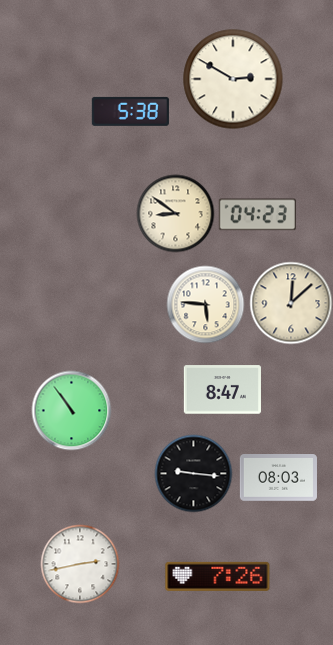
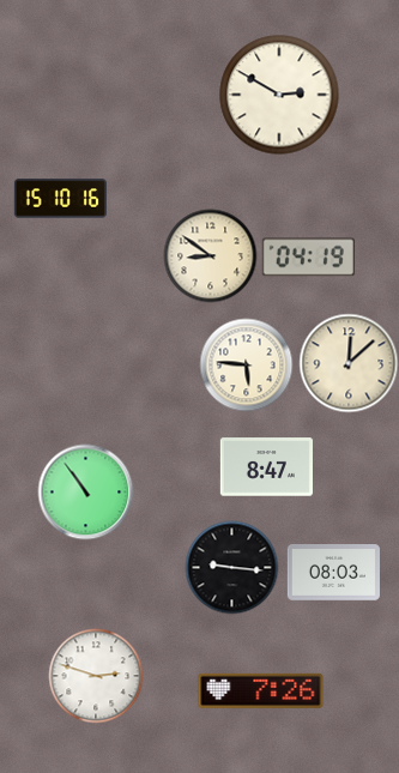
clock at (130, 111): 5:38 -> none
clock at (60, 199): none -> 15:10
clock at (257, 215): 04:23 -> 04:19
clock at (80, 564): 2:43 -> 2:48
